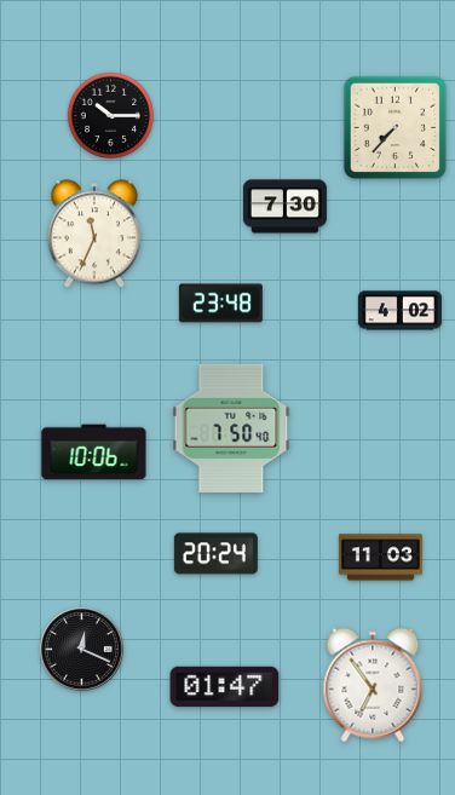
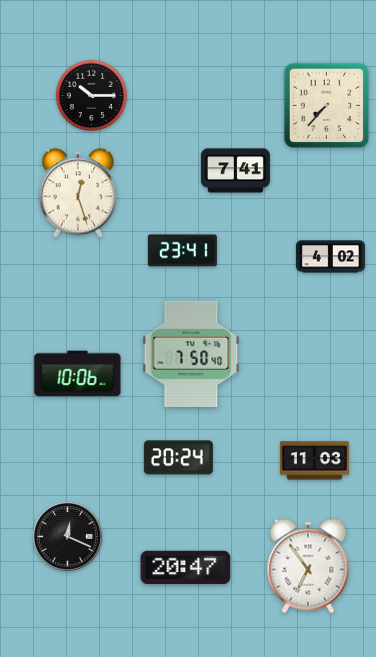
clock at (284, 207): 7:30 -> 7:41
clock at (94, 234): 11:34 -> 12:27
clock at (220, 304): 23:48 -> 23:41
clock at (225, 687): 01:47 -> 20:47
